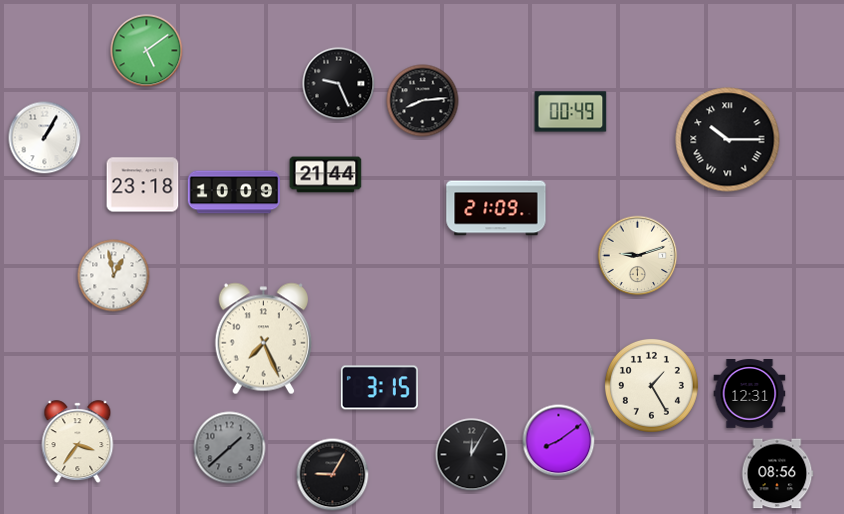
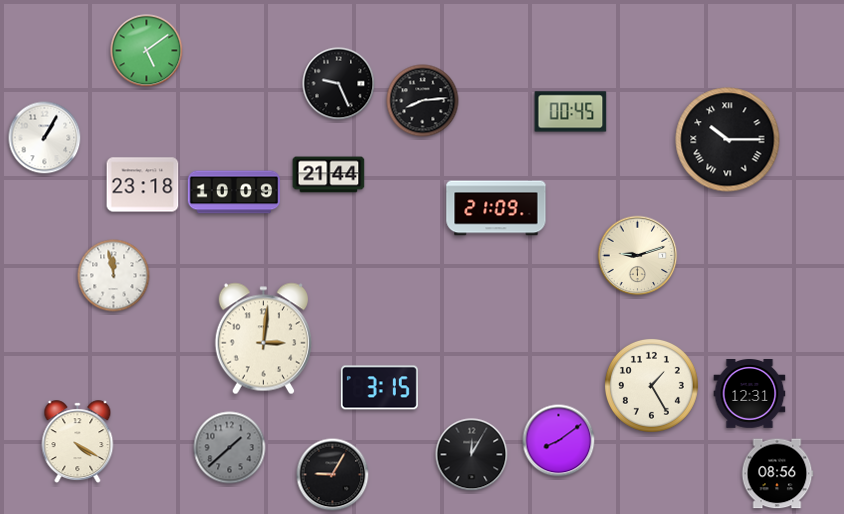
clock at (571, 112): 00:49 -> 00:45
clock at (326, 175) position: (326, 175) -> (329, 175)
clock at (114, 276): 12:58 -> 11:58
clock at (263, 339): 7:26 -> 3:01
clock at (78, 442): 3:36 -> 4:20
